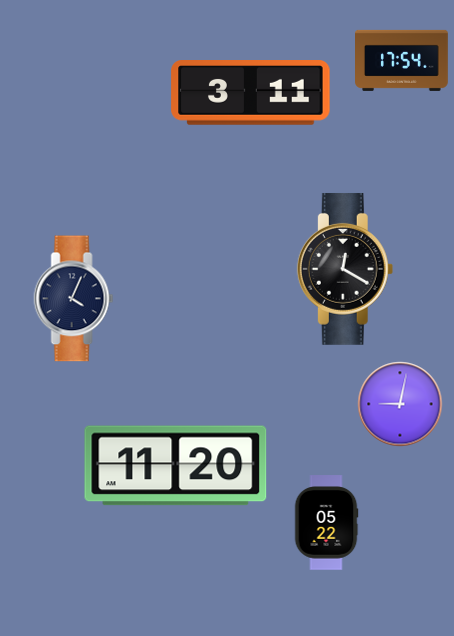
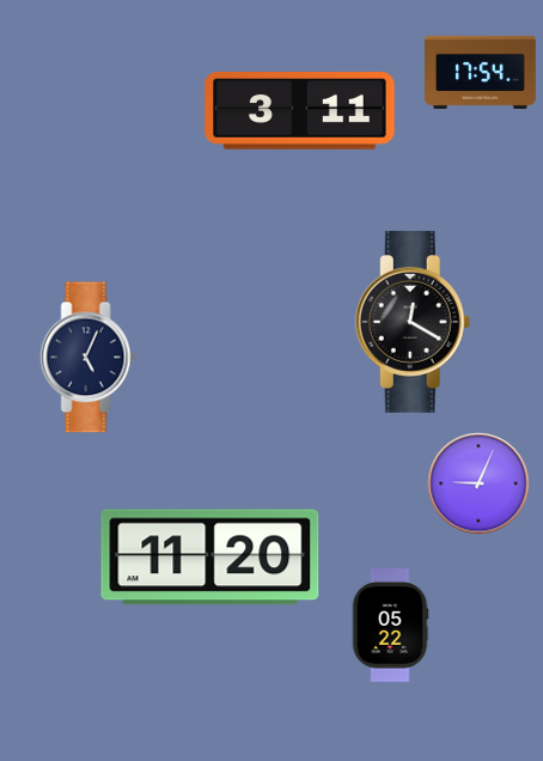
clock at (74, 299): 4:04 -> 5:04
clock at (400, 404): 9:02 -> 9:04
